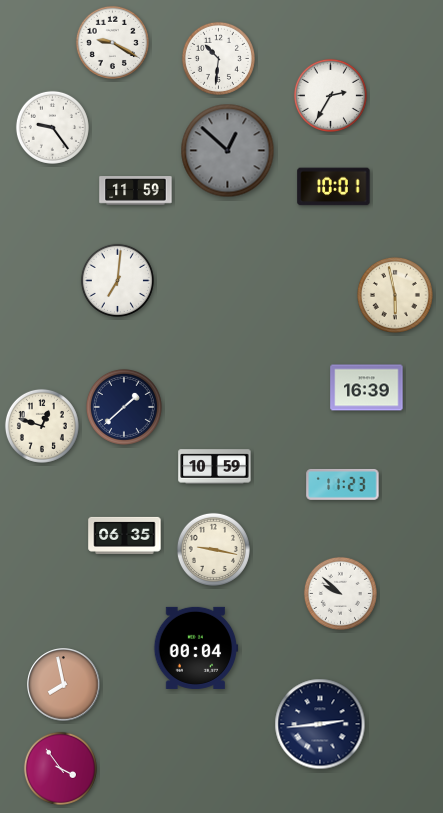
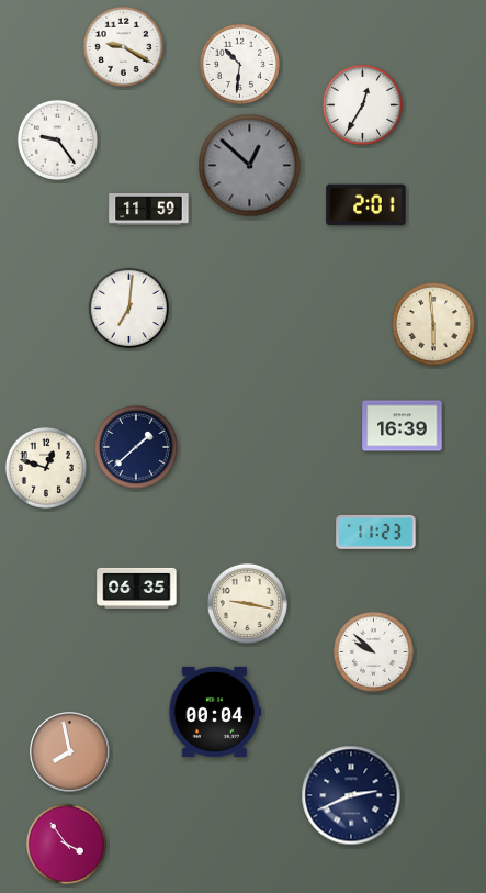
clock at (330, 95): 2:35 -> 12:35
clock at (334, 187): 10:01 -> 2:01
clock at (395, 295): 5:58 -> 5:59
clock at (215, 467): 10:59 -> none
clock at (213, 549) position: (213, 549) -> (247, 603)
clock at (320, 724): 2:44 -> 2:41
